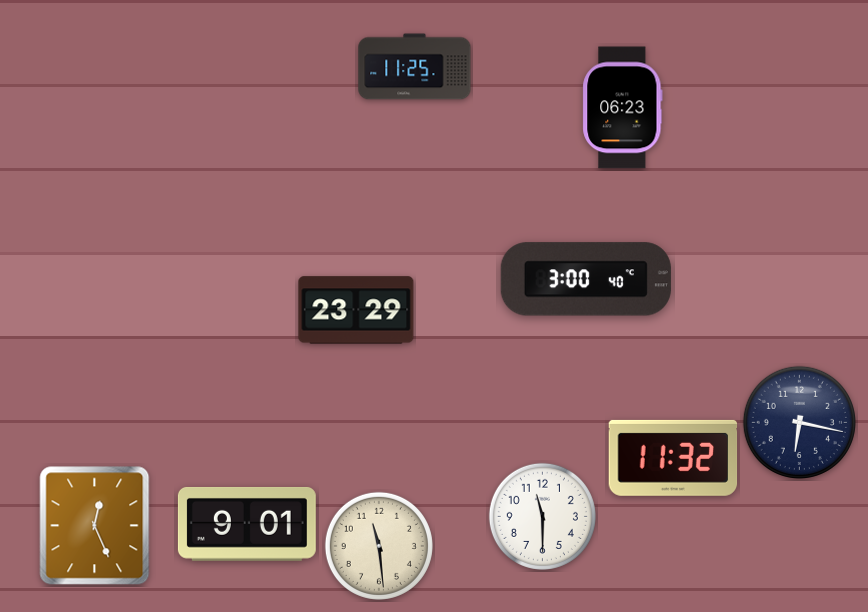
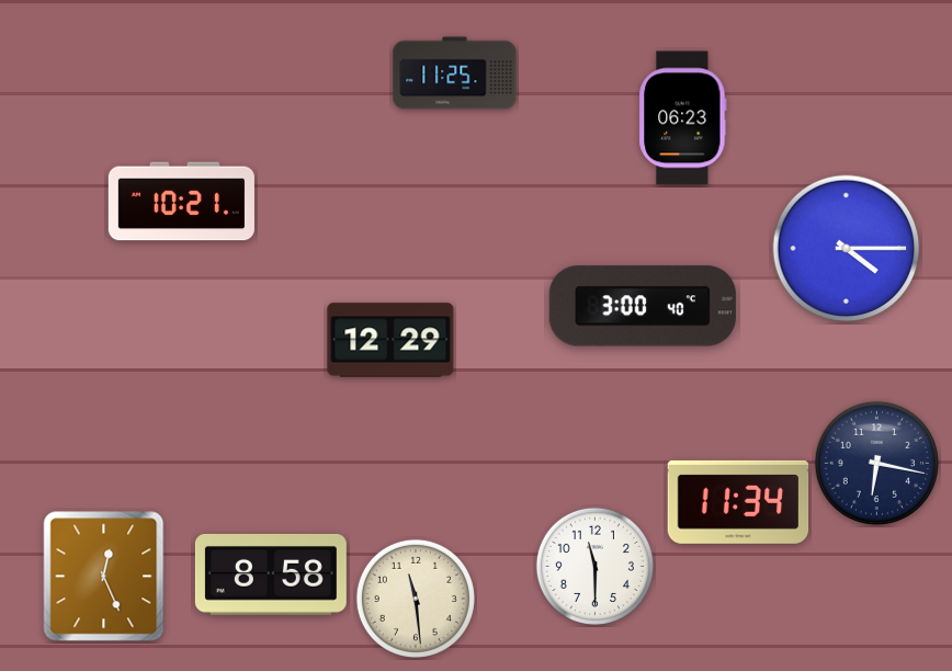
clock at (181, 202): none -> 10:21
clock at (847, 249): none -> 4:15
clock at (356, 310): 23:29 -> 12:29
clock at (673, 458): 11:32 -> 11:34
clock at (247, 524): 9:01 -> 8:58
